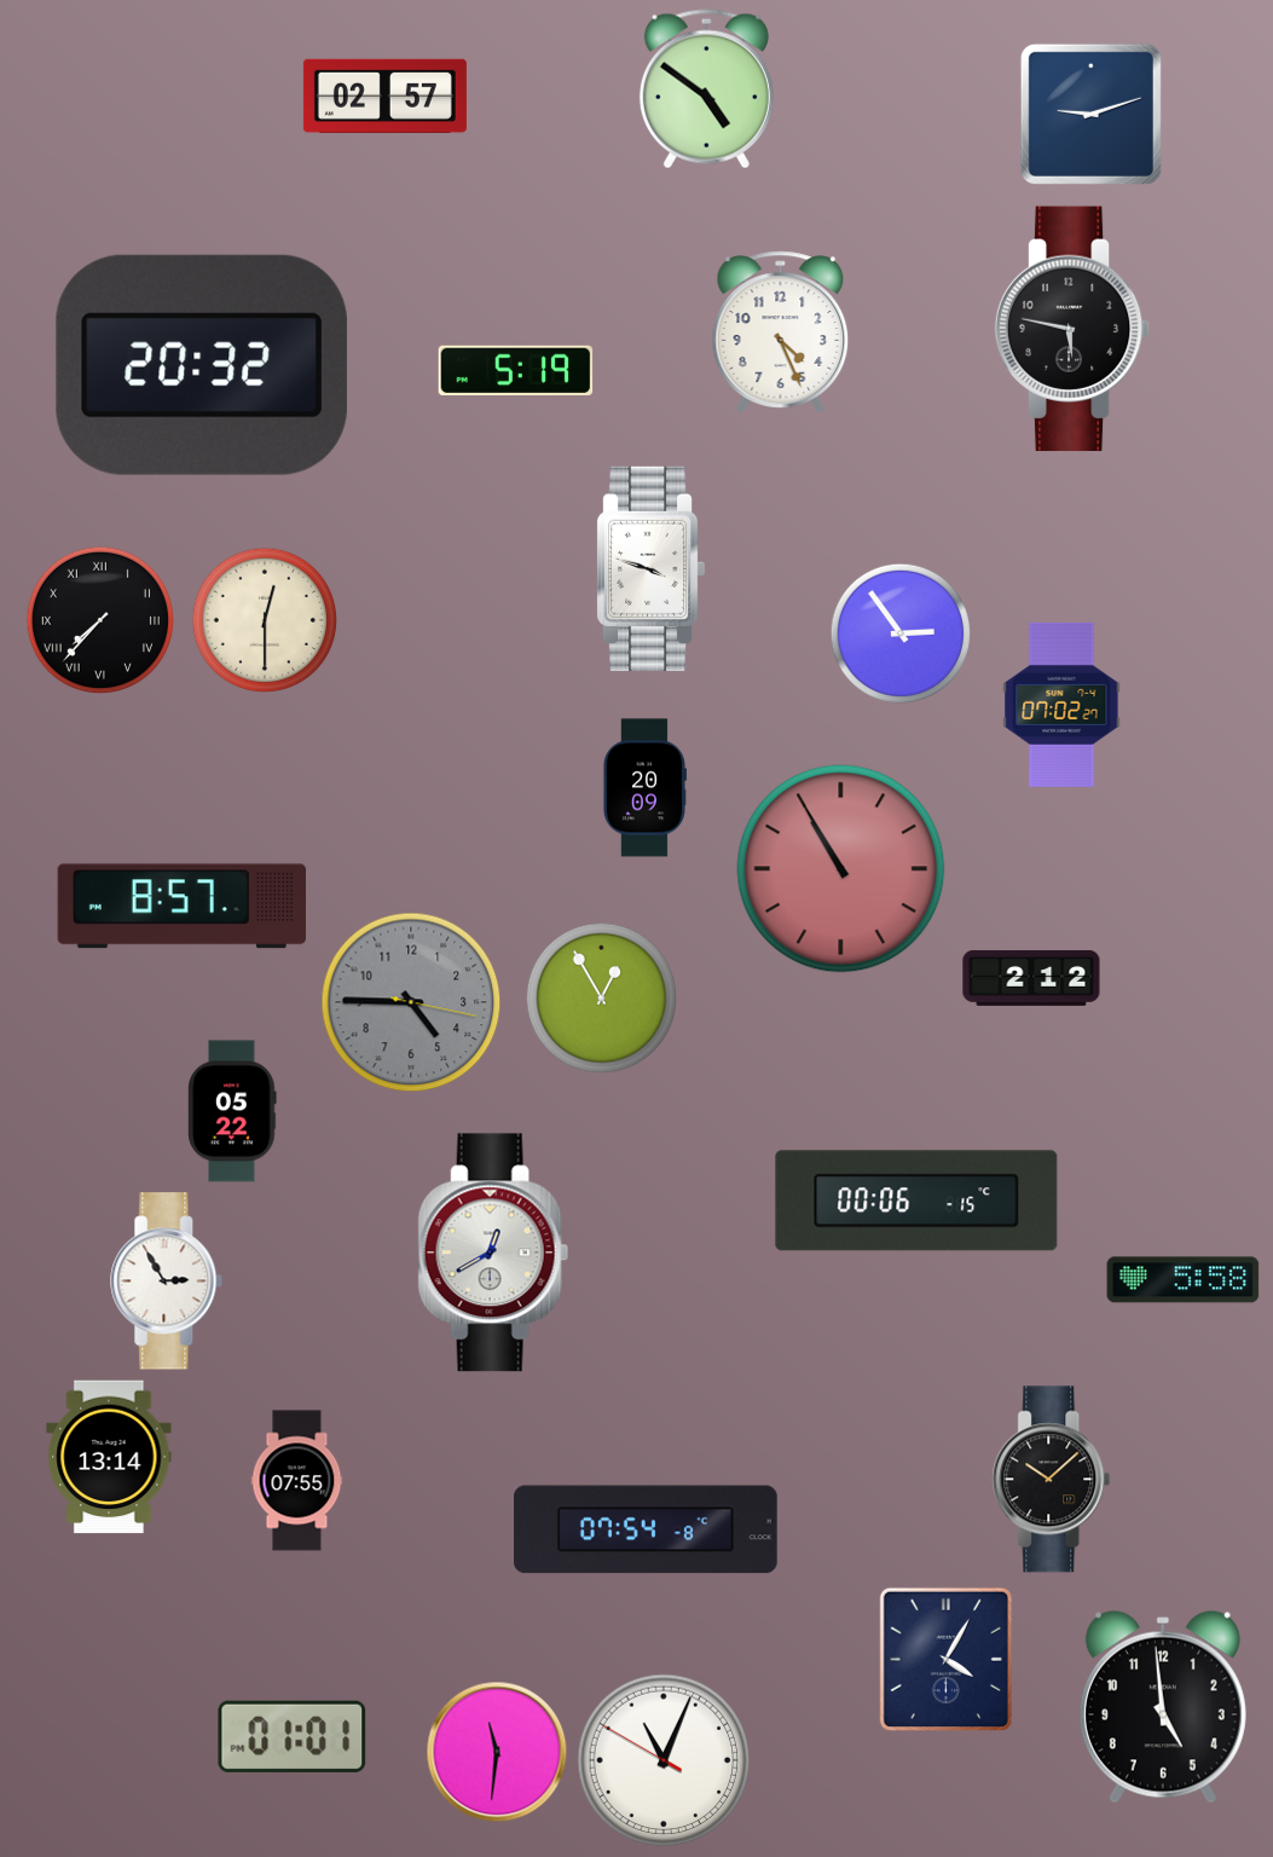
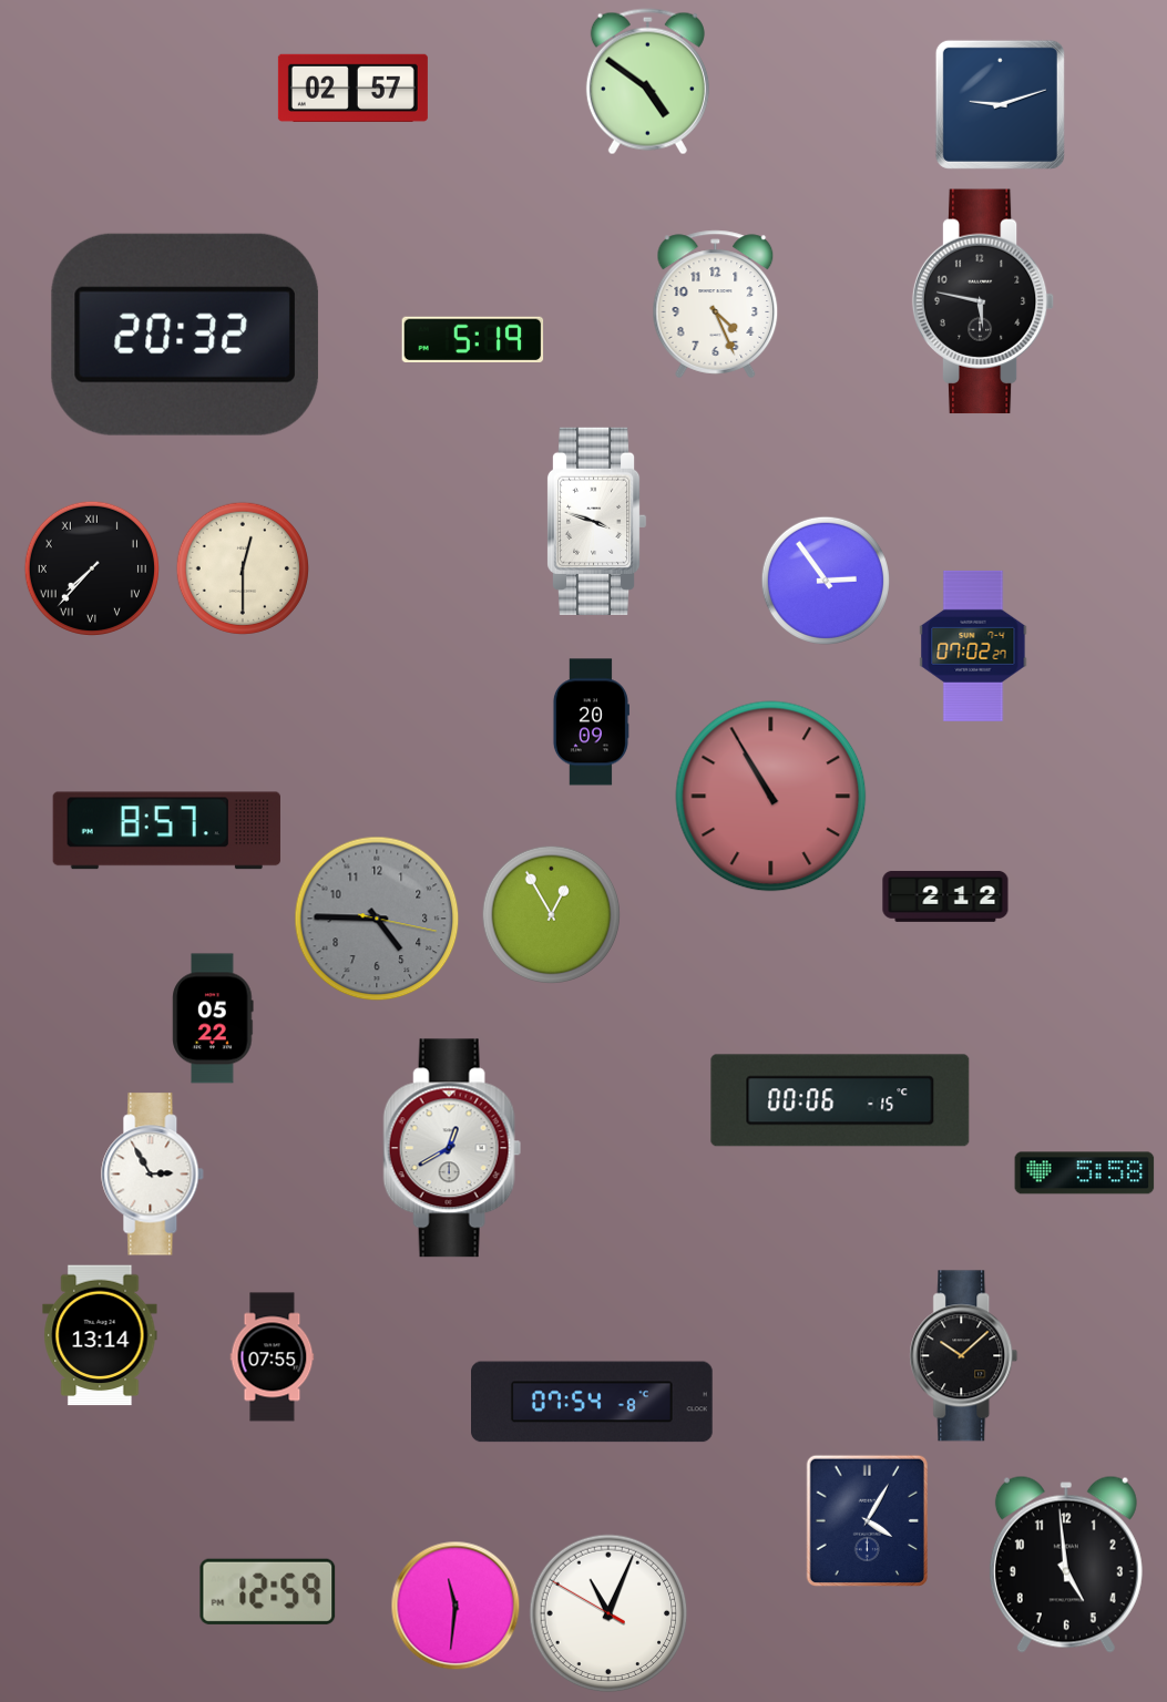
clock at (293, 1736): 01:01 -> 12:59
